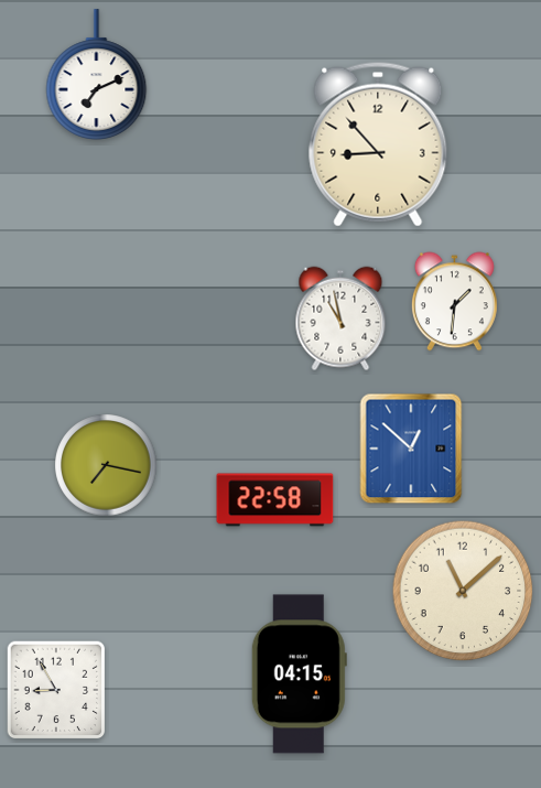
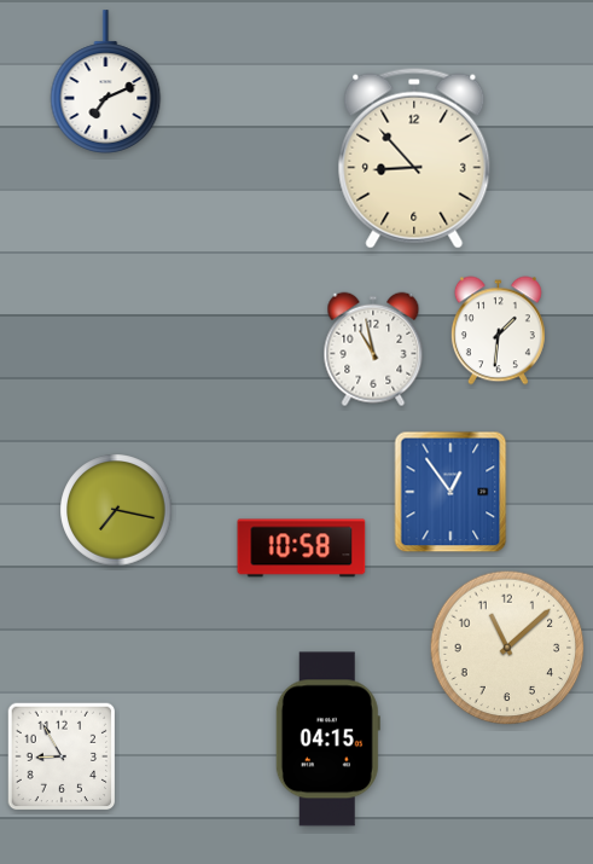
clock at (411, 449): 12:52 -> 12:54
clock at (275, 500): 22:58 -> 10:58
